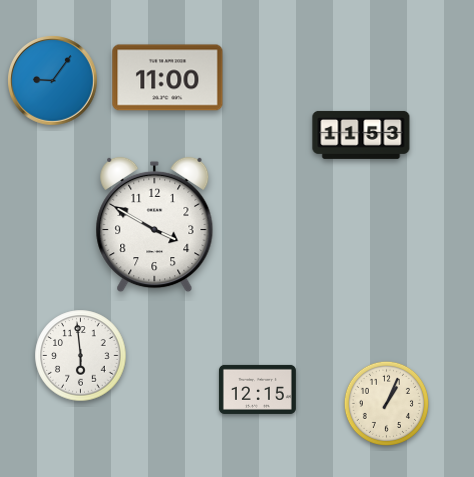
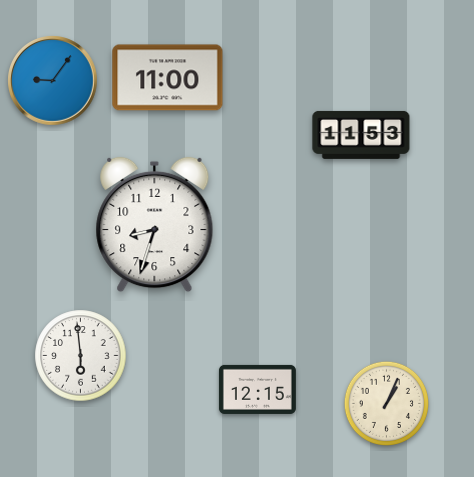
clock at (155, 225): 3:50 -> 8:33
